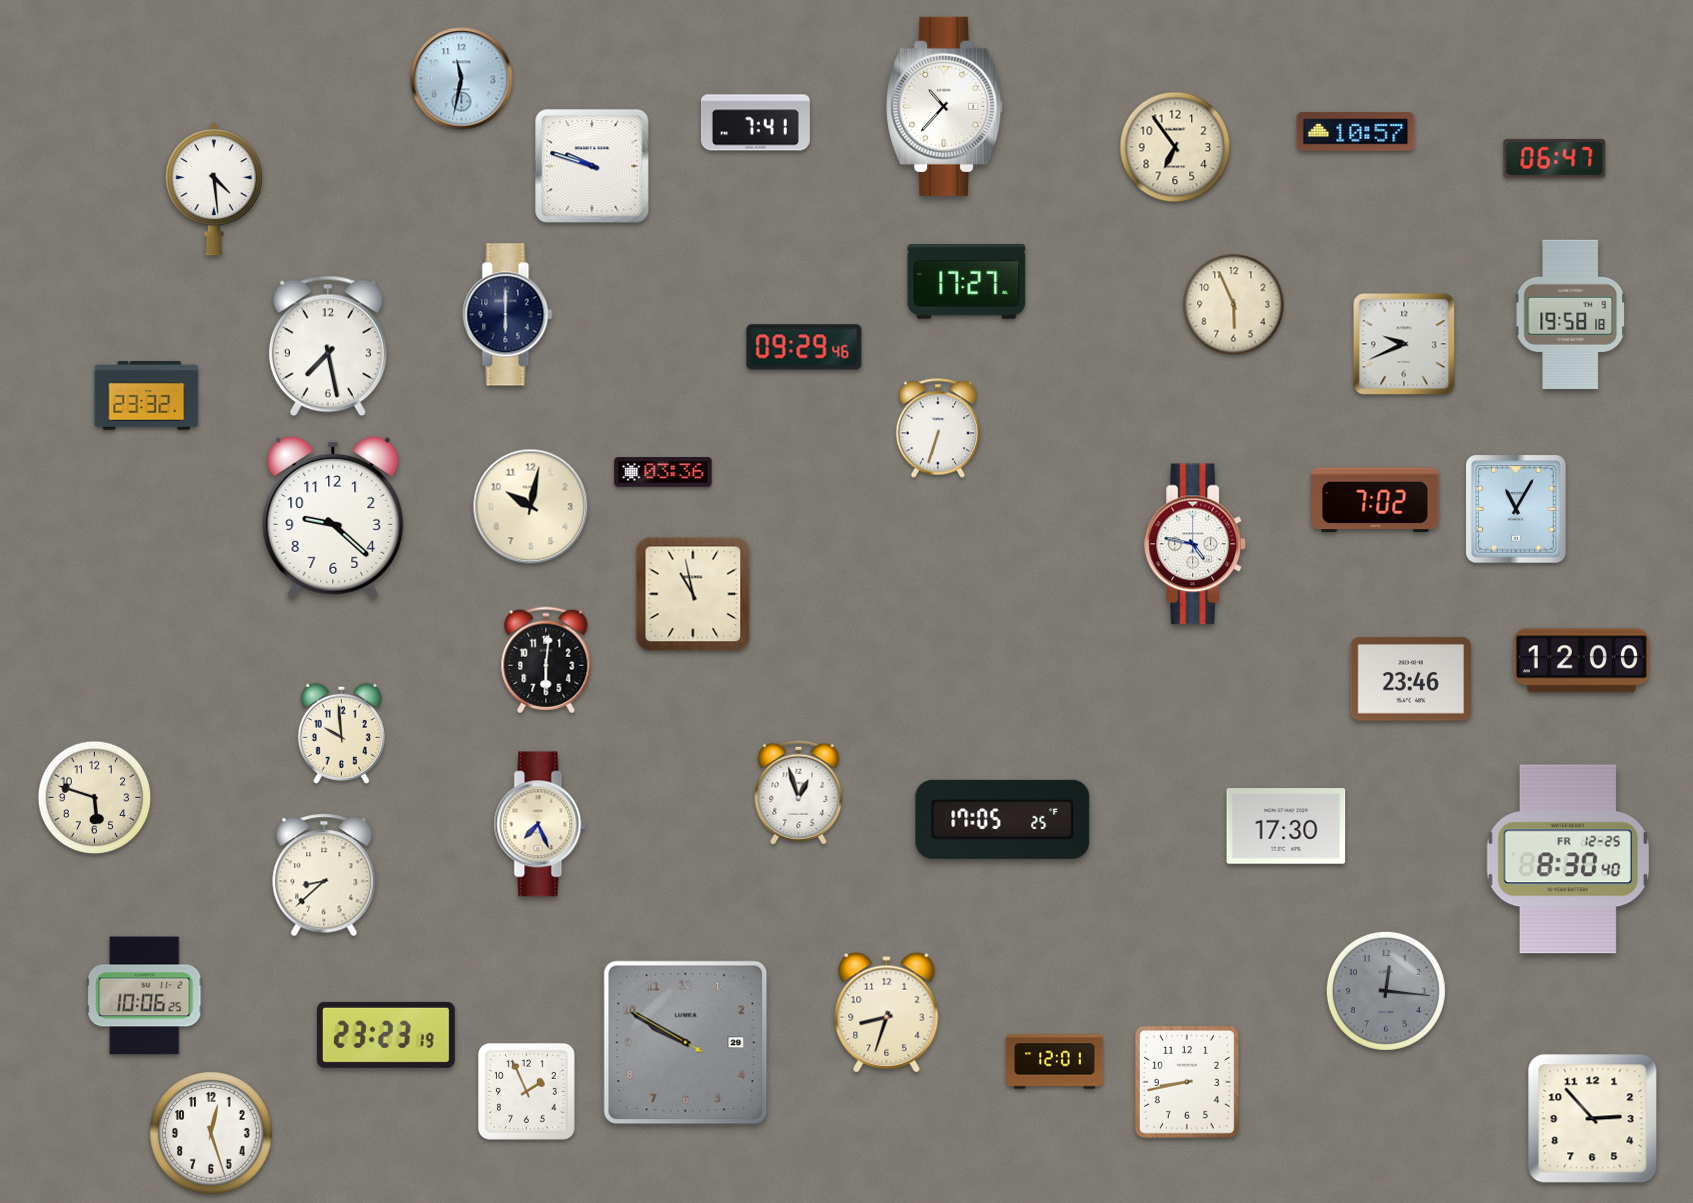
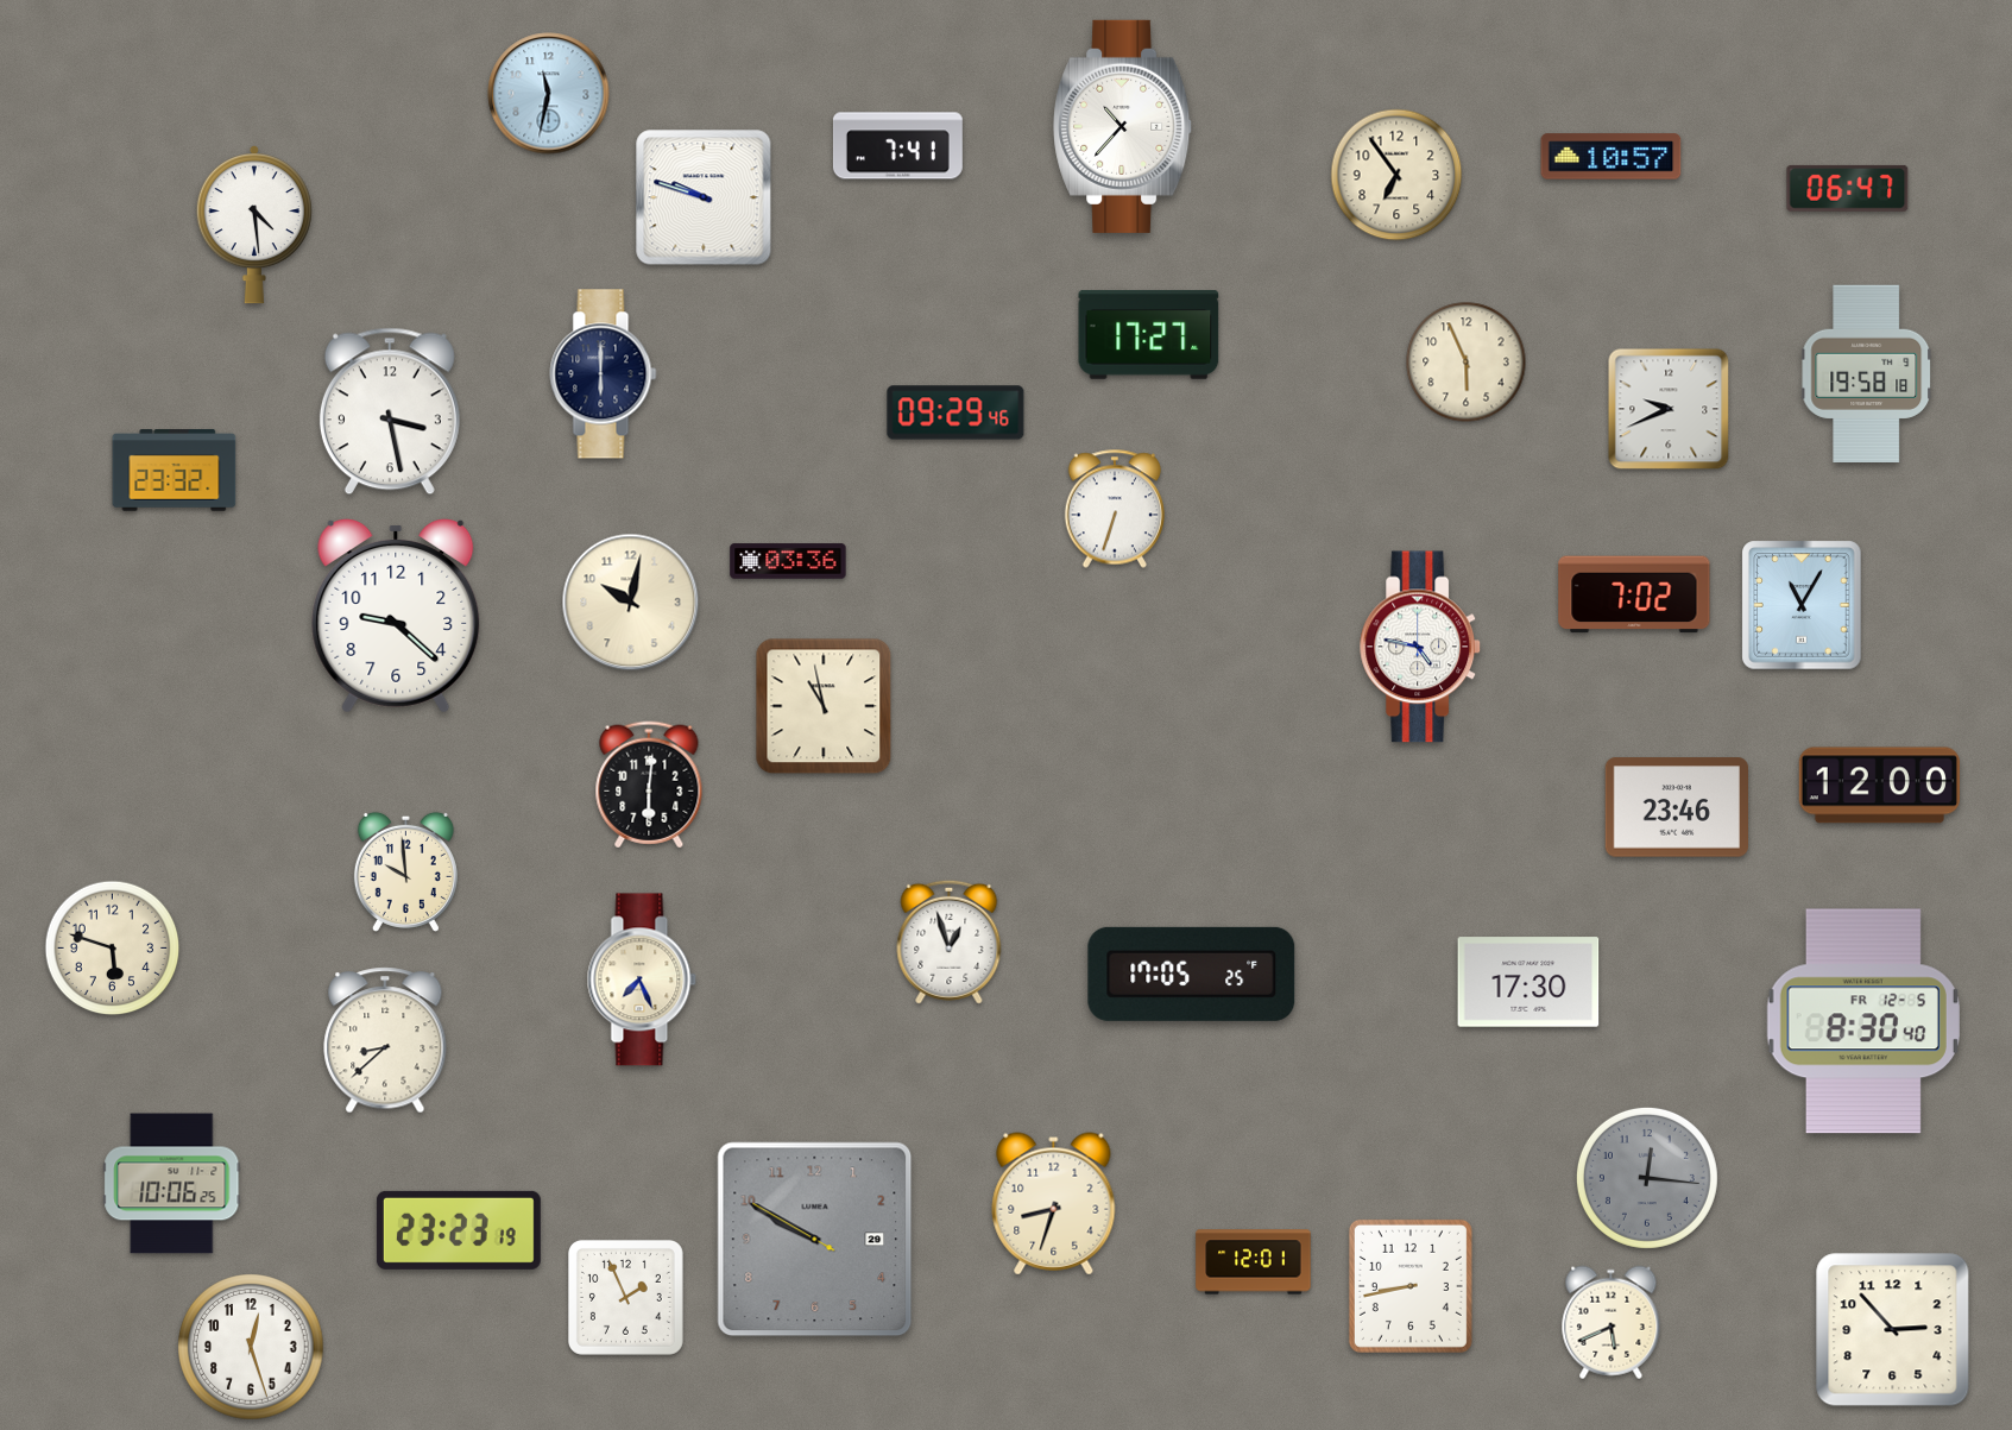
clock at (328, 346): 7:28 -> 3:28
clock at (1568, 859) date: FR 12-25 -> FR 12-5
clock at (1612, 1323): none -> 5:41
